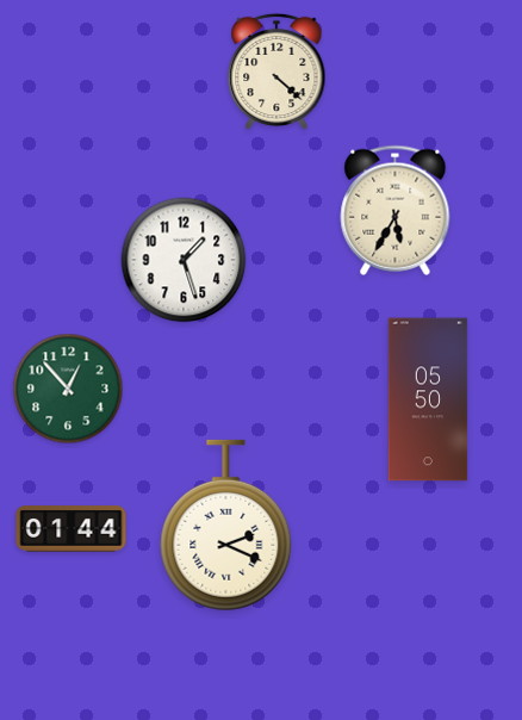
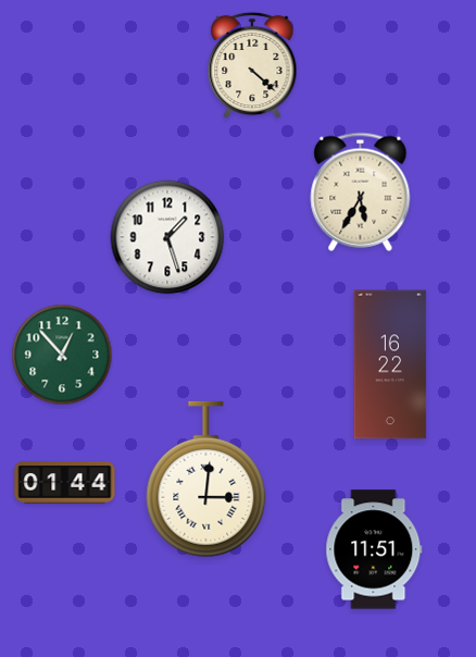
clock at (428, 399): 05:50 -> 16:22
clock at (226, 526): 2:19 -> 3:01
clock at (374, 549): none -> 11:51
